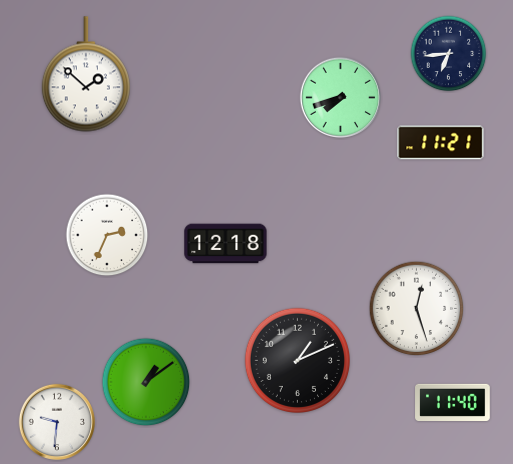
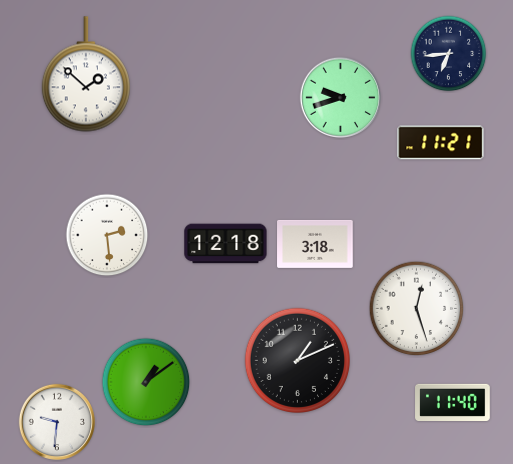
clock at (341, 98): 7:42 -> 9:42
clock at (107, 235): 2:34 -> 2:29
clock at (315, 244): none -> 3:18
